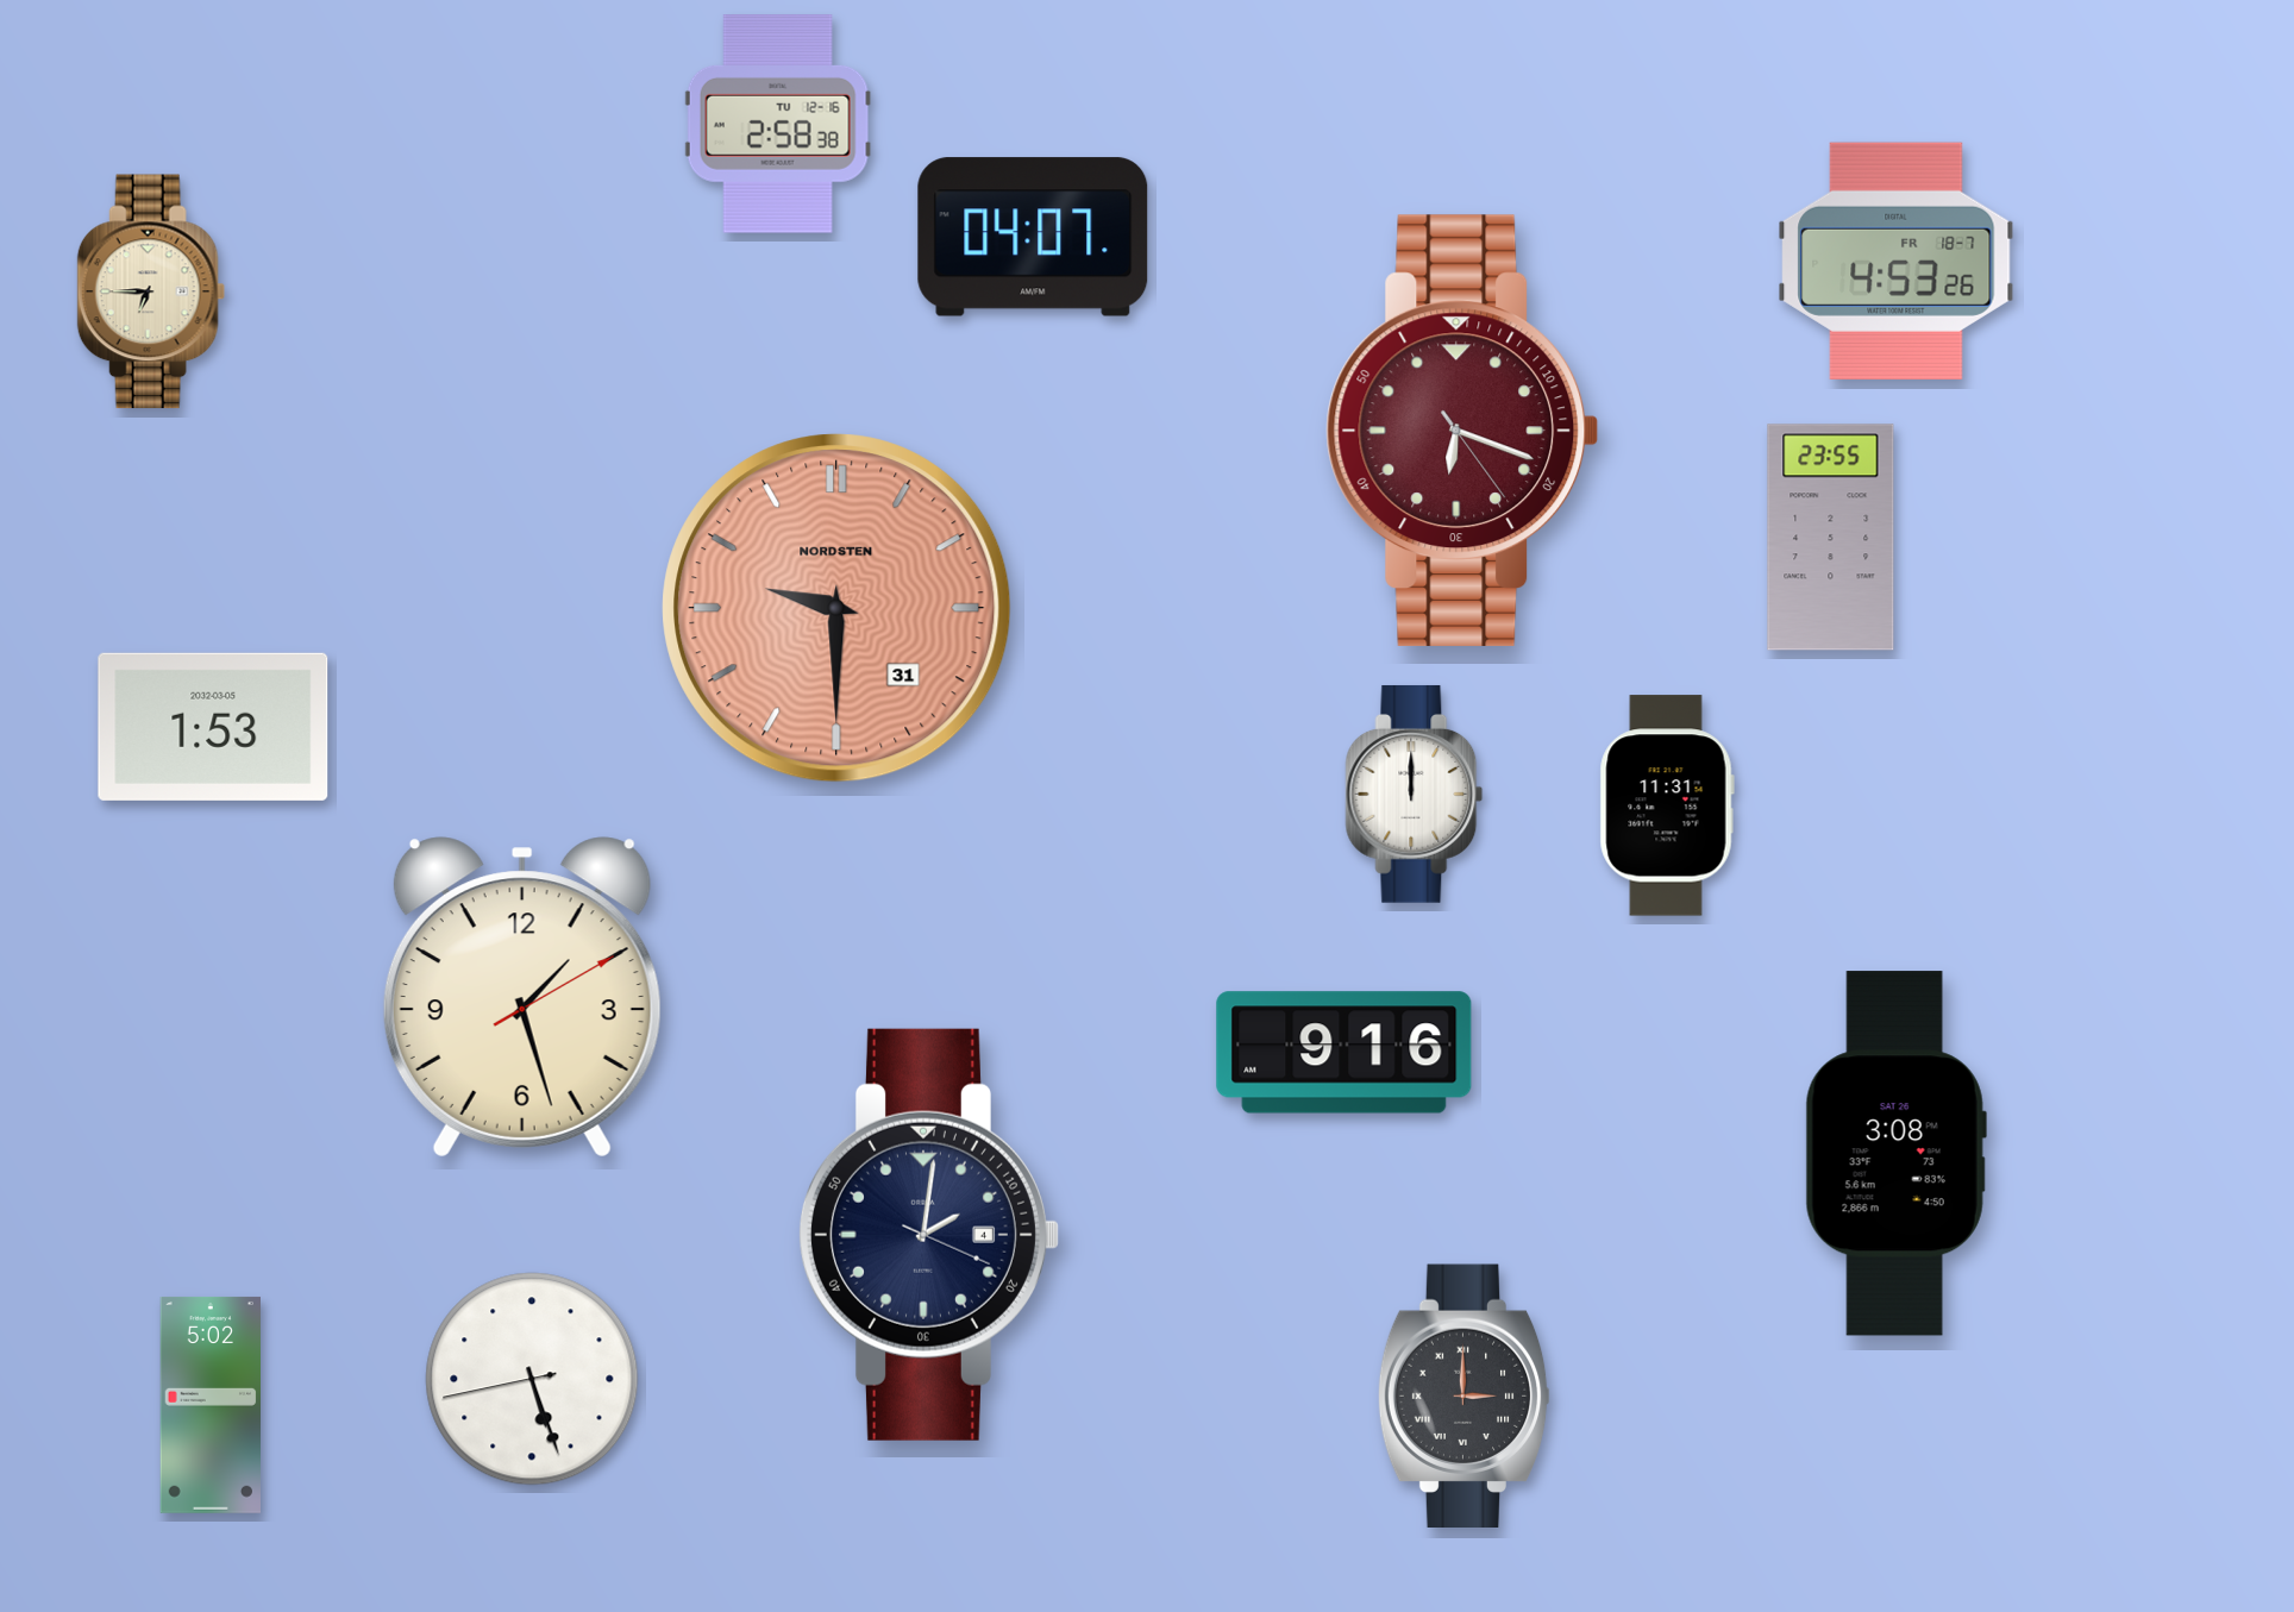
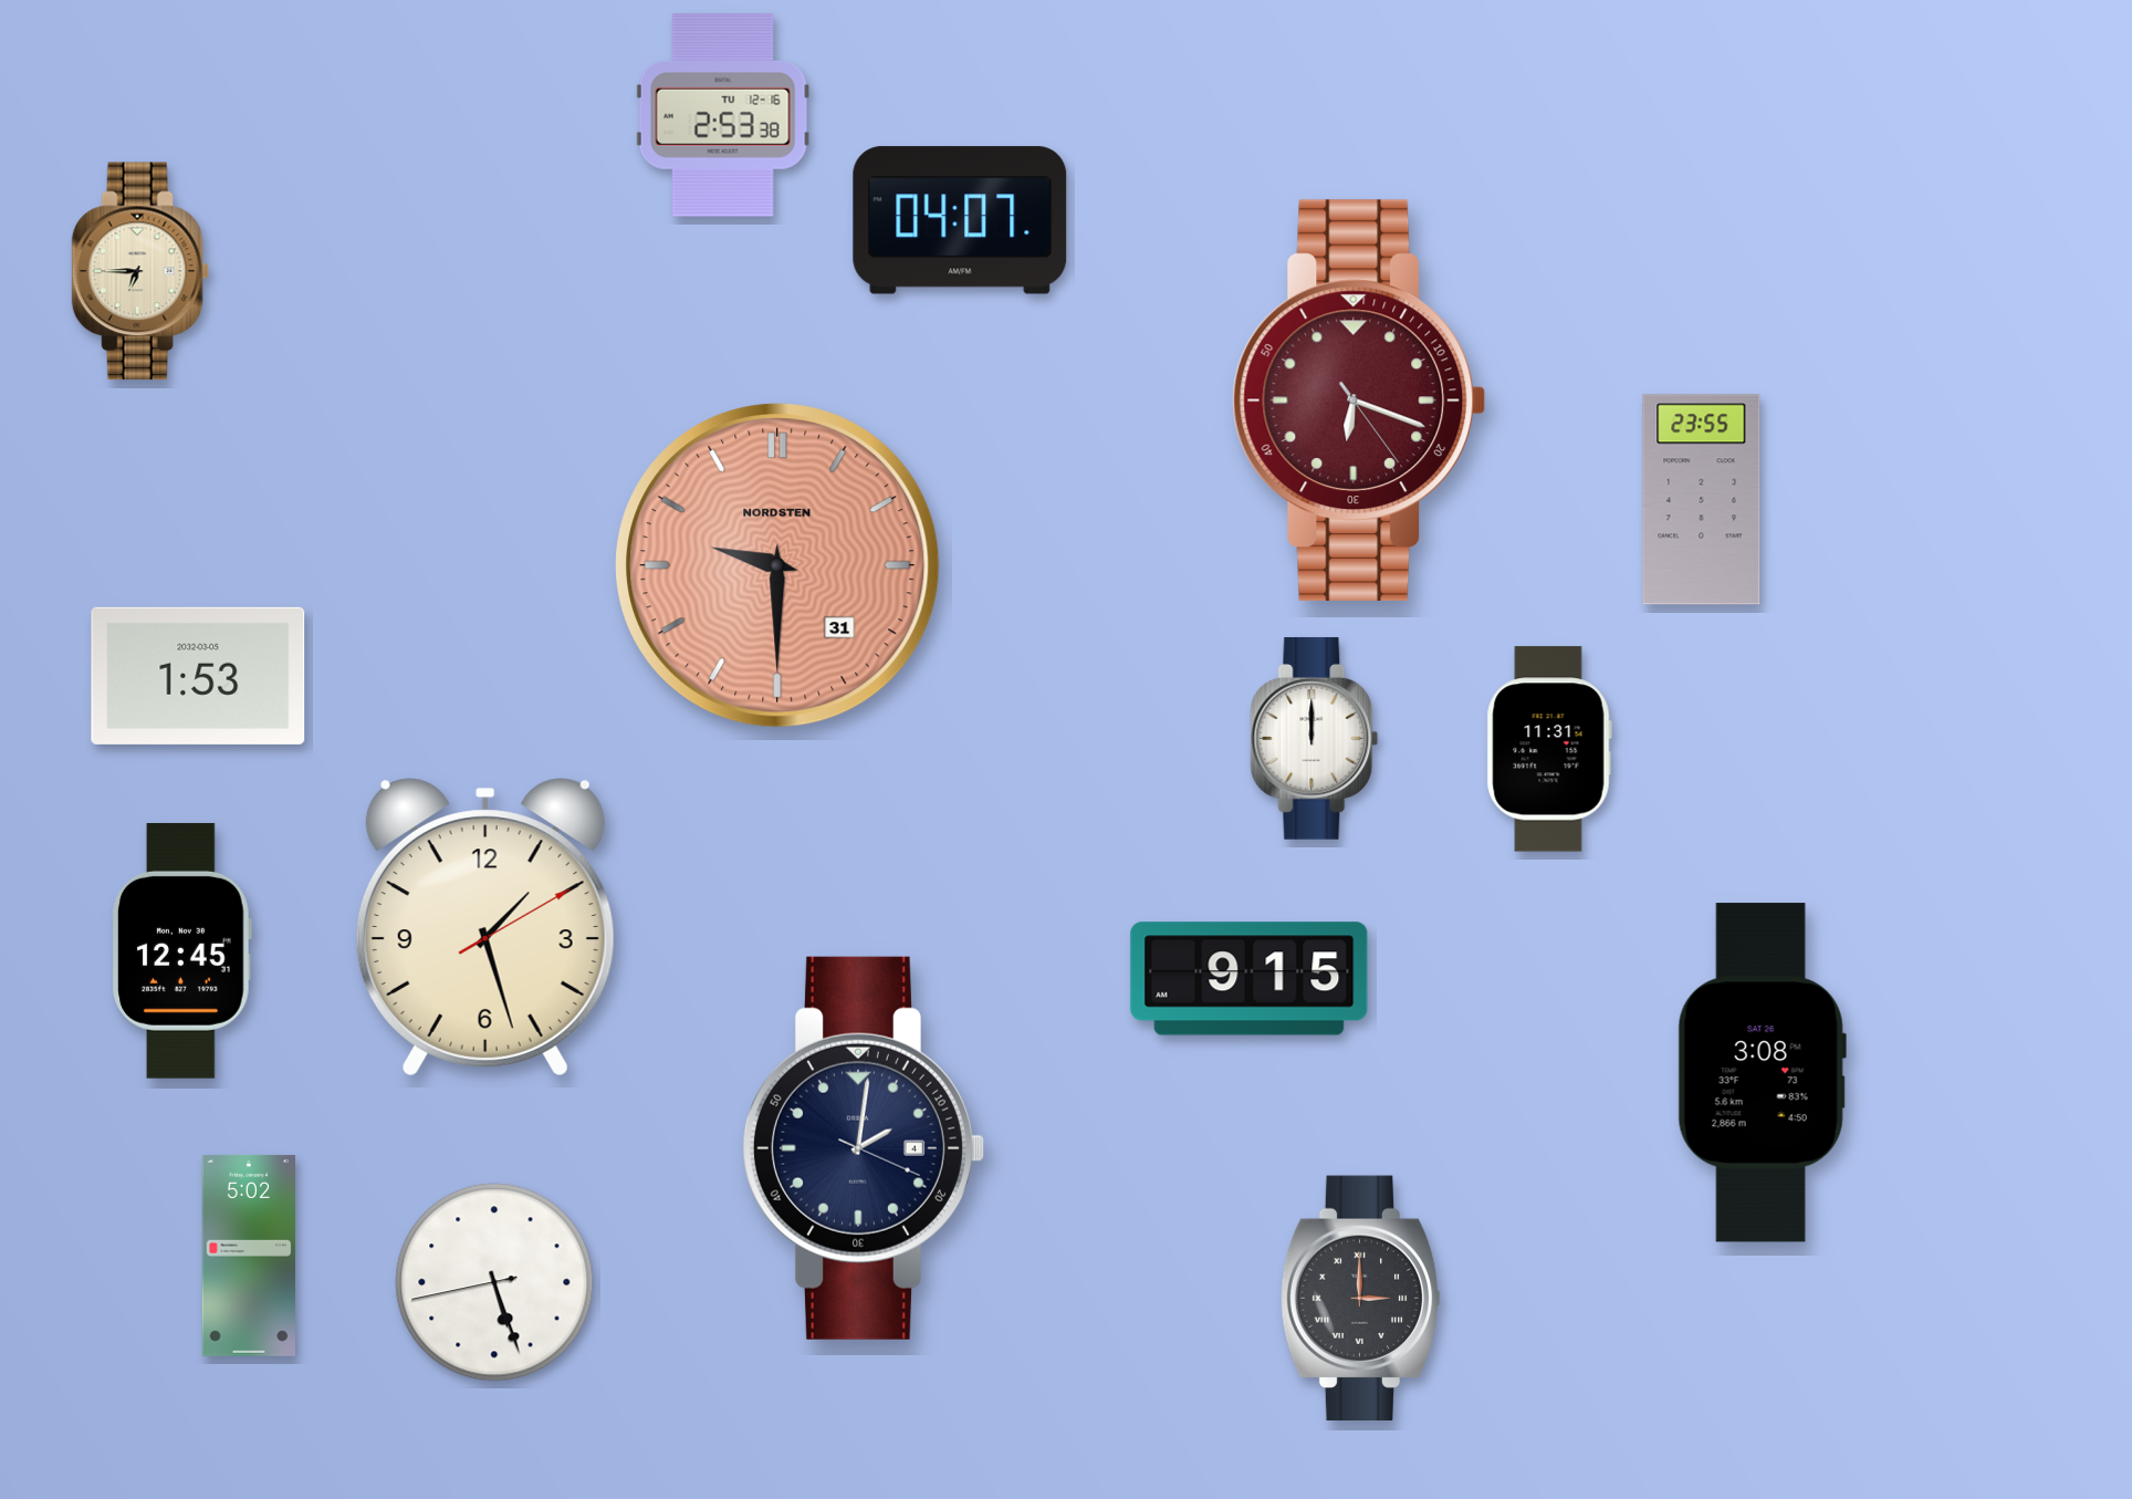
clock at (778, 125): 2:58 -> 2:53
clock at (1897, 261): 4:53 -> none
clock at (181, 950): none -> 12:45
clock at (1345, 1053): 9:16 -> 9:15
clock at (209, 1405) position: (209, 1405) -> (248, 1256)
